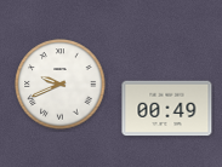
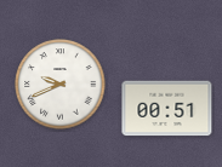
clock at (167, 109): 00:49 -> 00:51
